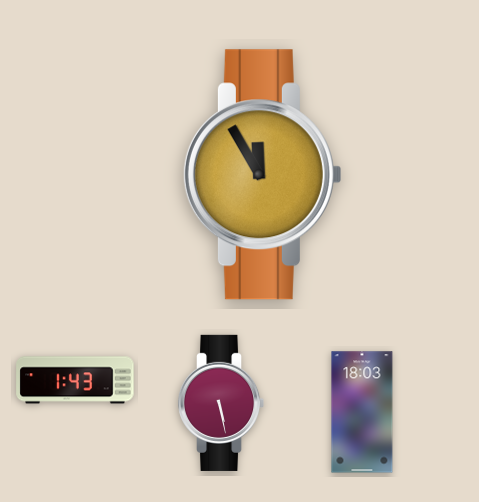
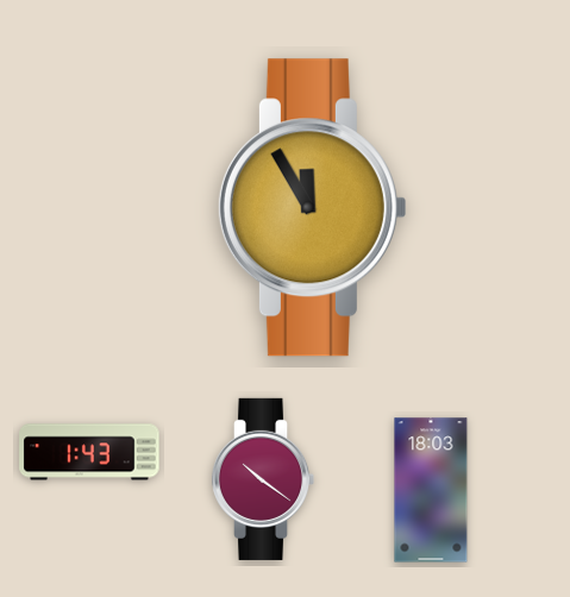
clock at (221, 403): 5:28 -> 10:21
